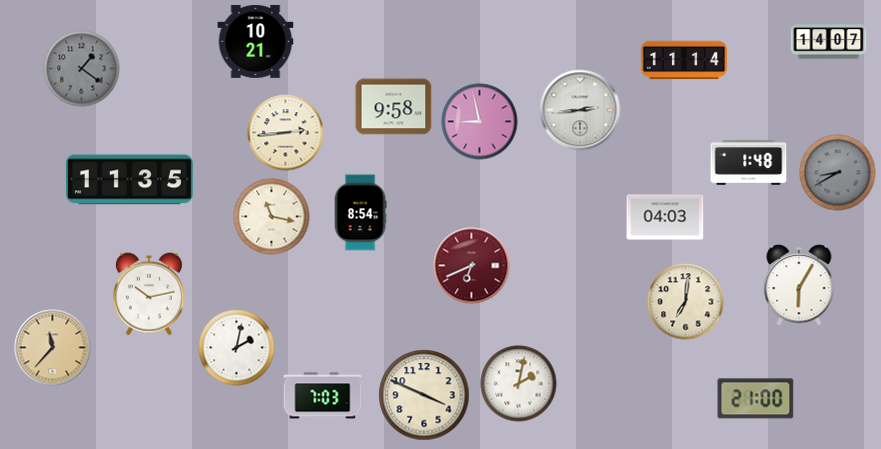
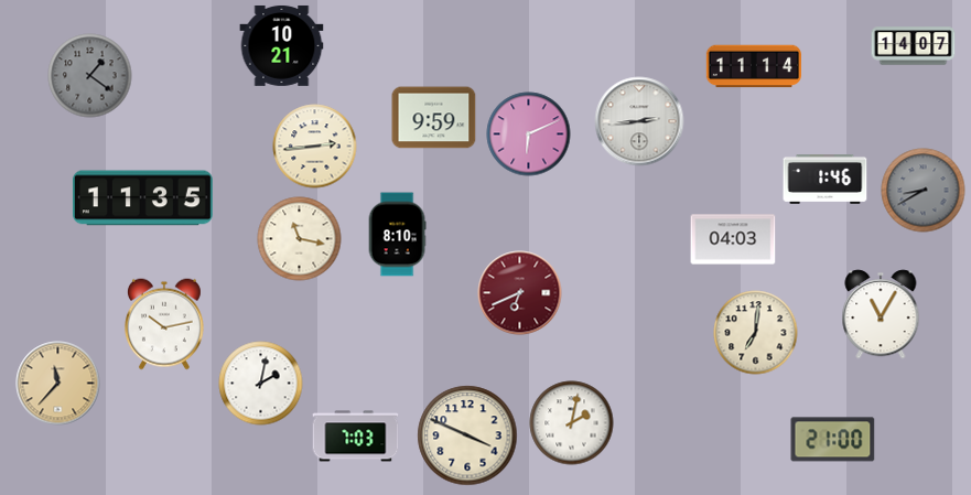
clock at (394, 107): 9:58 -> 9:59
clock at (480, 122): 8:58 -> 6:11
clock at (749, 163): 1:48 -> 1:46
clock at (360, 213): 8:54 -> 8:10
clock at (799, 285): 6:05 -> 11:05
